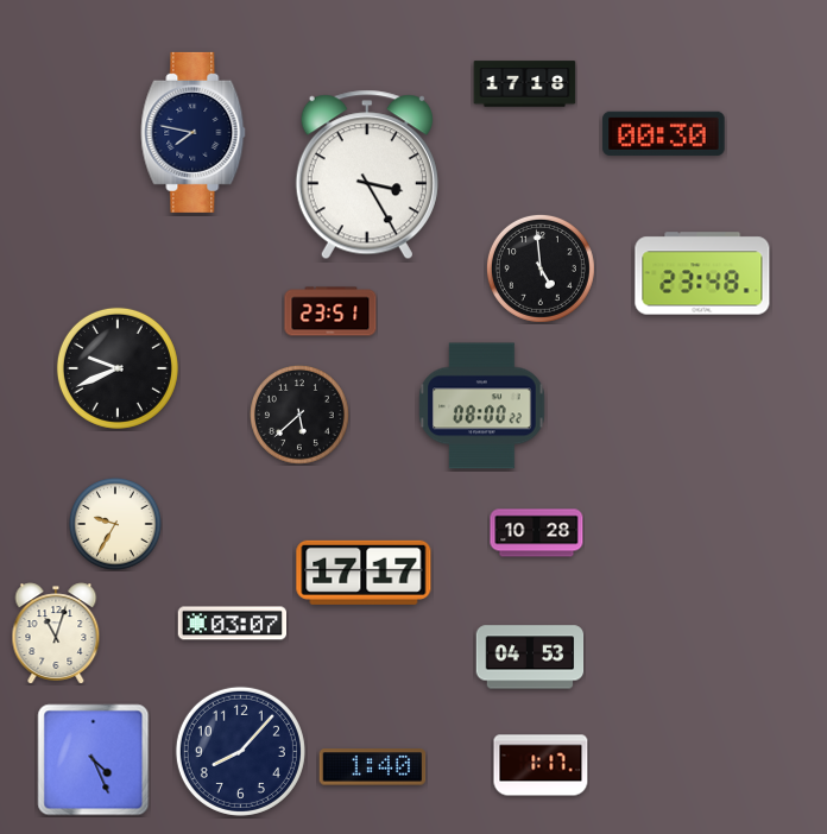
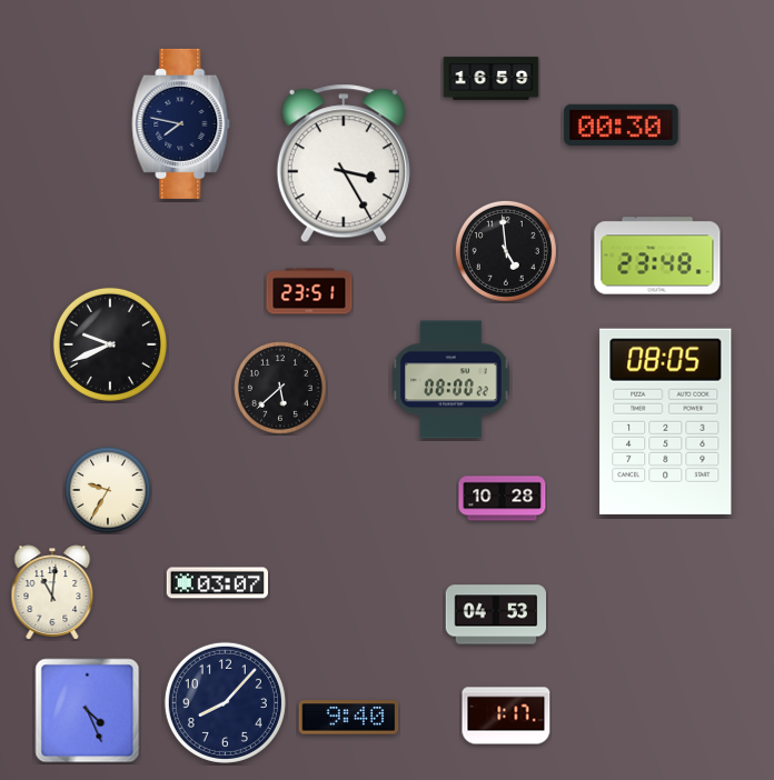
clock at (525, 84): 17:18 -> 16:59
clock at (666, 421): none -> 08:05
clock at (364, 573): 17:17 -> none
clock at (56, 633): 11:03 -> 11:01
clock at (373, 767): 1:40 -> 9:40
